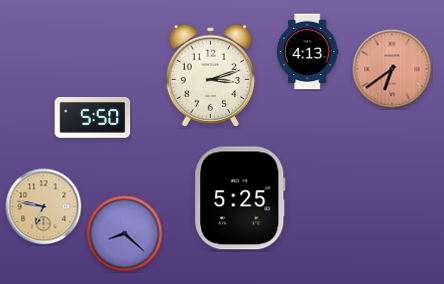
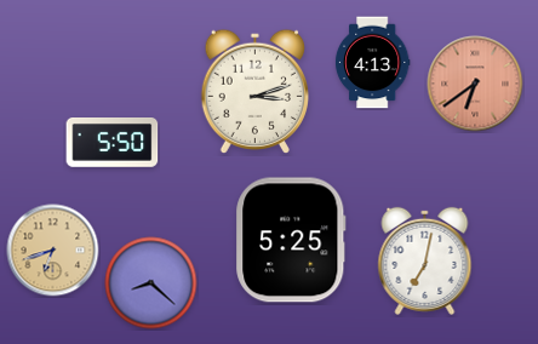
clock at (44, 207): 6:47 -> 6:42
clock at (425, 260): none -> 7:02
